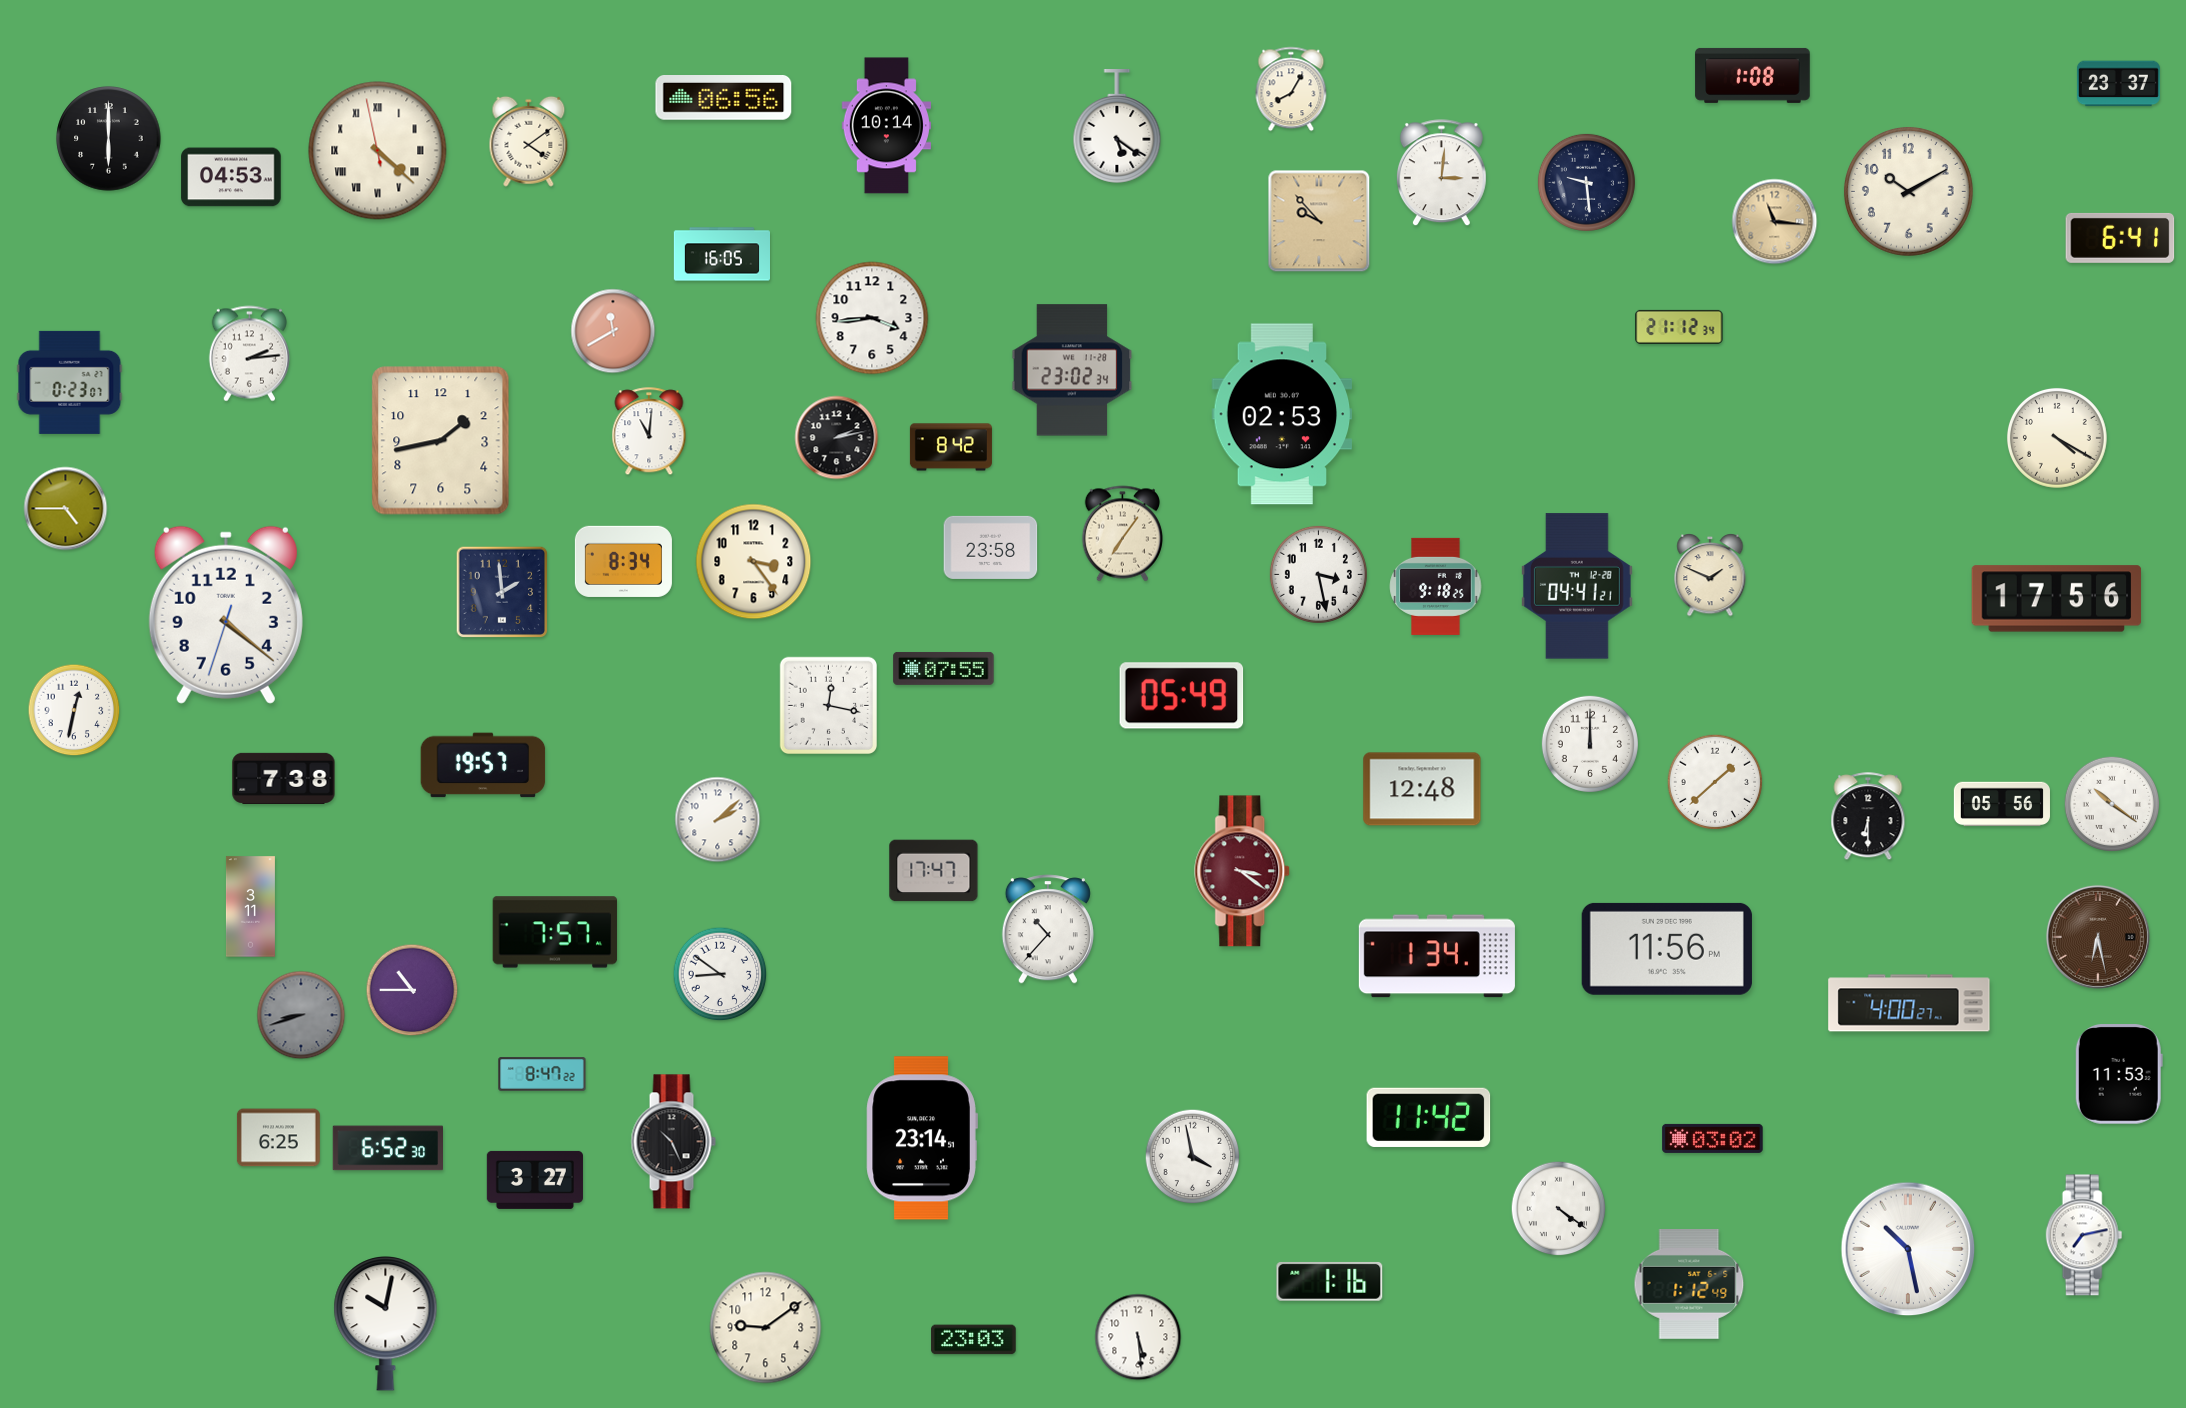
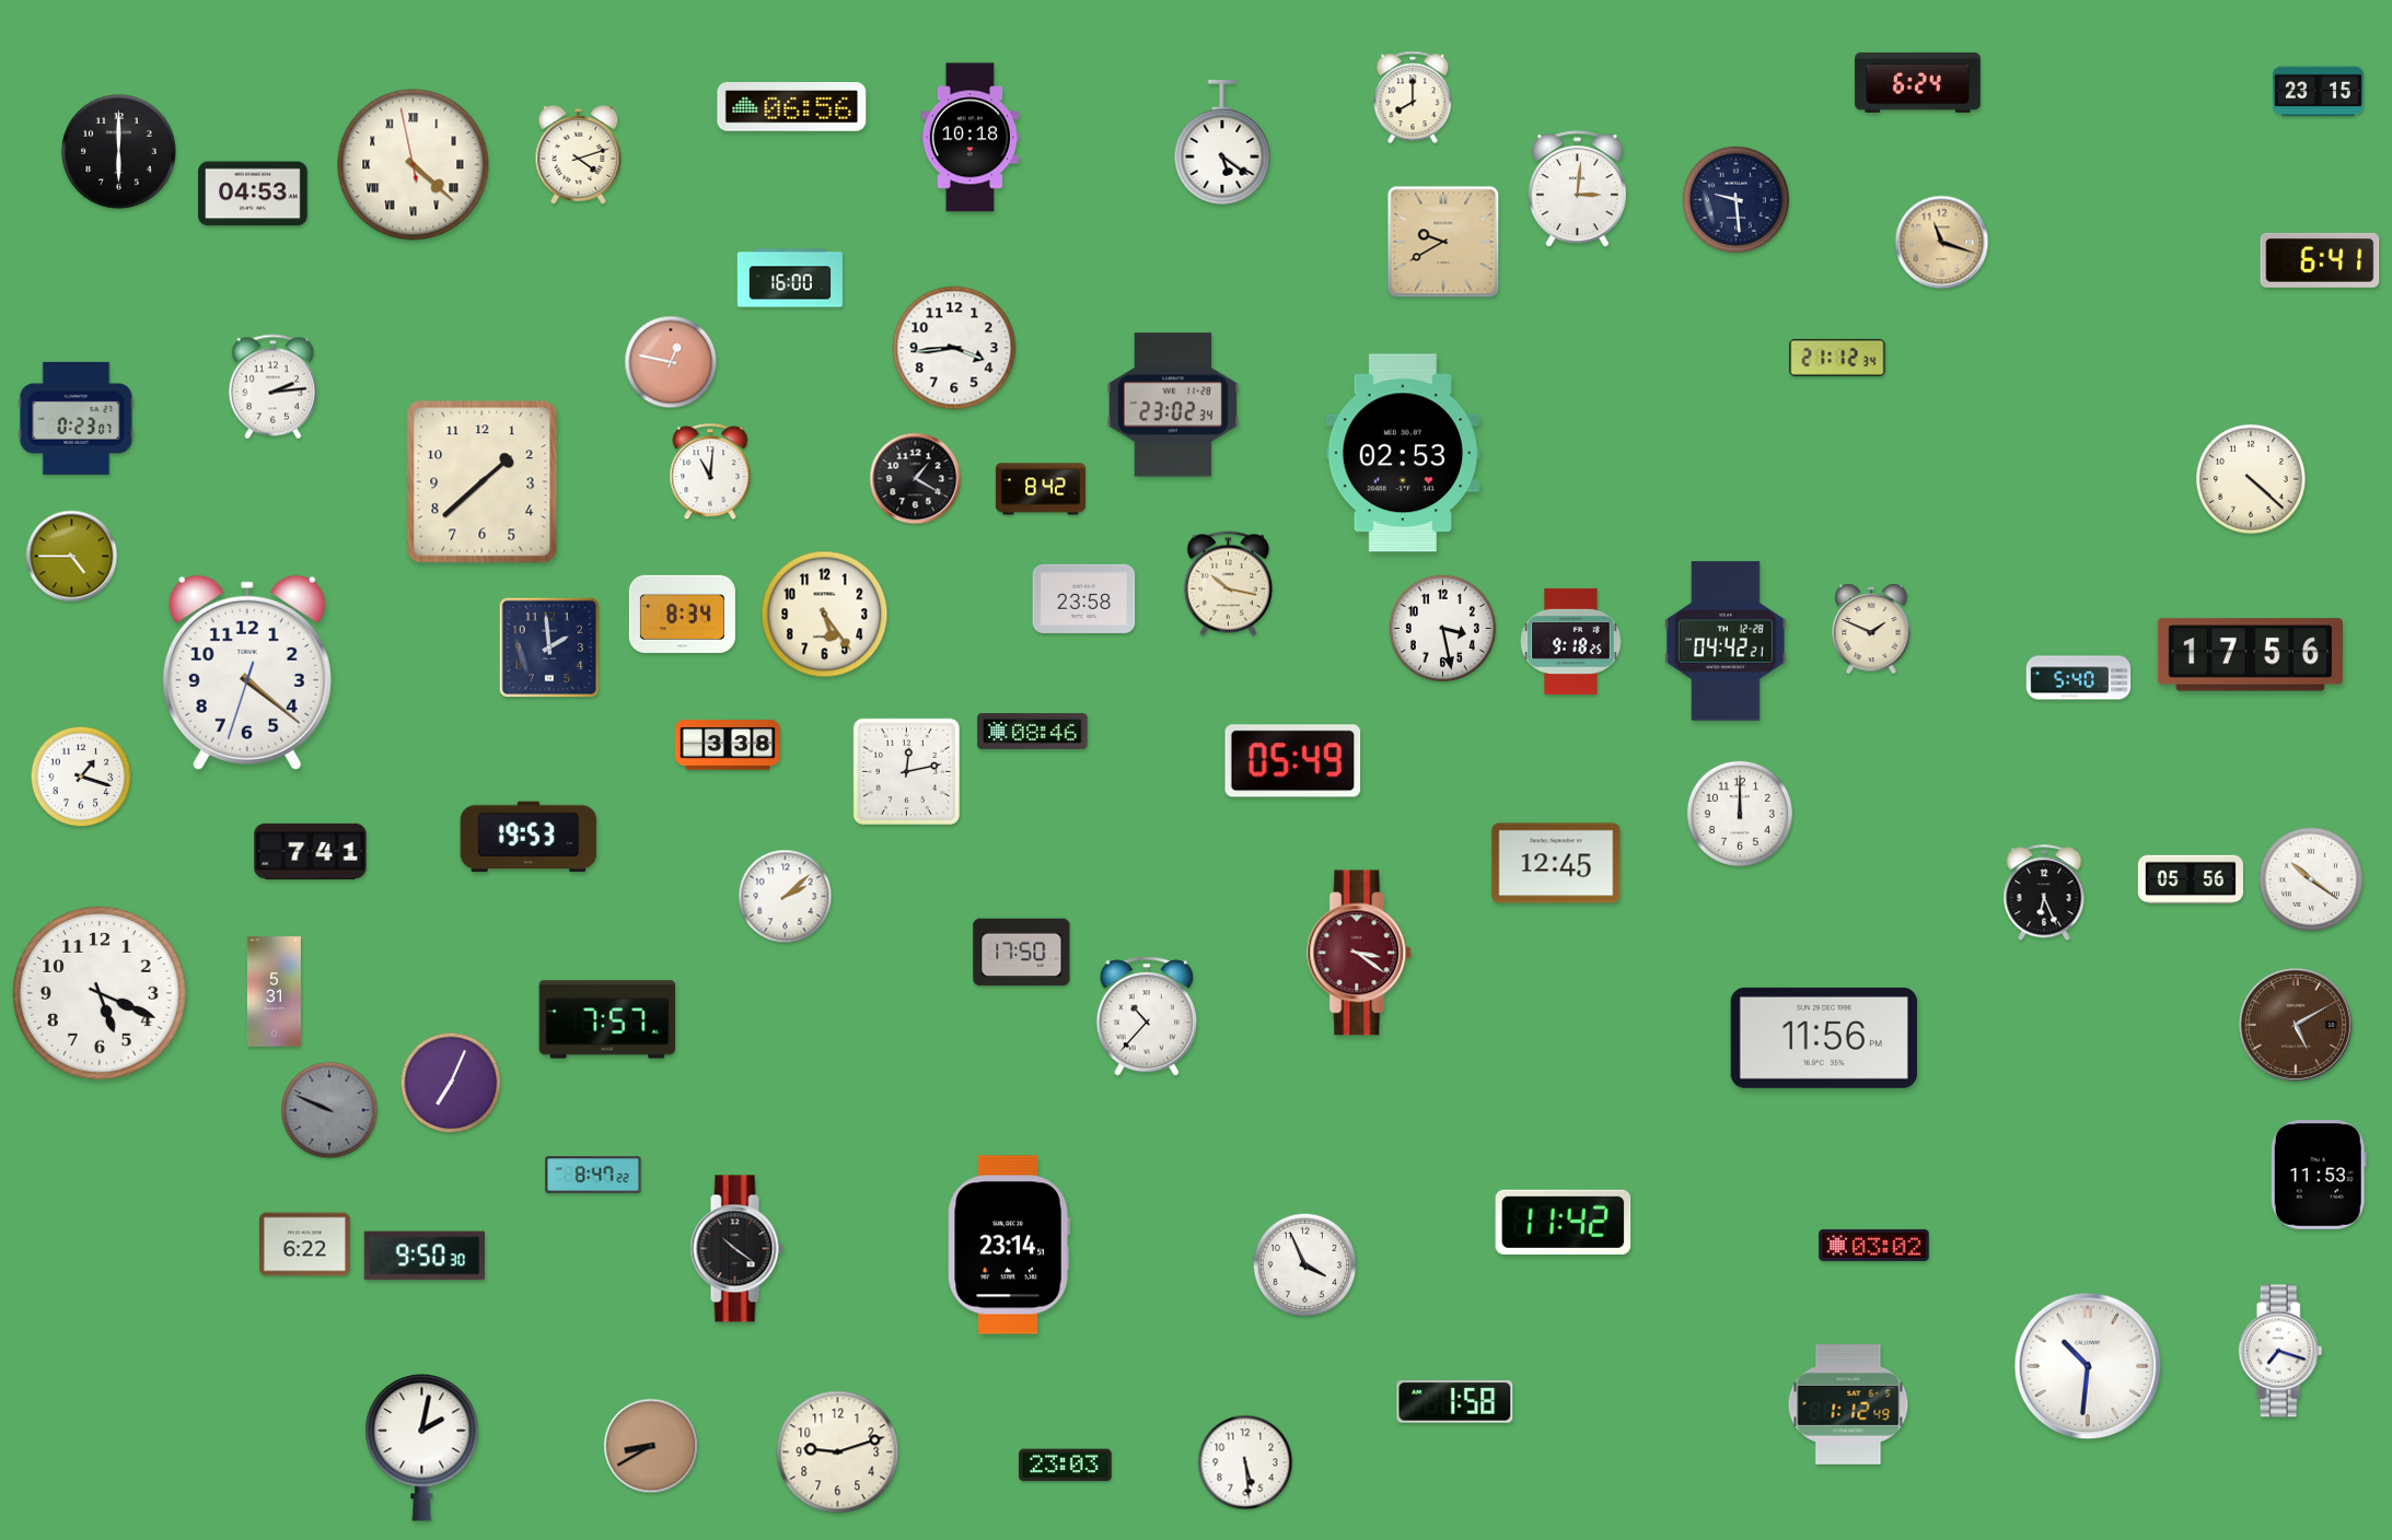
clock at (1753, 75): 1:08 -> 6:24
clock at (2118, 84): 23:37 -> 23:15
clock at (1291, 89): 8:05 -> 8:00
clock at (886, 126): 10:14 -> 10:18
clock at (1117, 127) position: (1117, 127) -> (1222, 143)
clock at (529, 141): 4:09 -> 4:12
clock at (1908, 191): 10:10 -> none
clock at (1319, 221): 9:53 -> 9:40
clock at (1775, 222): 11:16 -> 11:18
clock at (721, 254): 16:05 -> 16:00
clock at (613, 331): 11:40 -> 12:47
clock at (837, 438): 2:13 -> 1:20
clock at (2057, 438): 4:20 -> 4:22
clock at (441, 441): 1:43 -> 1:38
clock at (1122, 534): 7:06 -> 10:17
clock at (754, 562): 3:24 -> 5:24
clock at (1577, 586): 04:41 -> 04:42
clock at (2079, 678): none -> 5:40
clock at (944, 668): 07:55 -> 08:46
clock at (728, 745): none -> 3:38
clock at (828, 705): 12:17 -> 12:13
clock at (74, 710): 12:32 -> 1:18
clock at (483, 765): 19:57 -> 19:53
clock at (284, 778): 7:38 -> 7:41
clock at (1715, 782): 1:38 -> none
clock at (1422, 789): 12:48 -> 12:45
clock at (1868, 817): 6:30 -> 6:26
clock at (934, 871): 17:47 -> 17:50
clock at (250, 907): 3:11 -> 5:31
clock at (100, 993): none -> 5:19
clock at (2098, 937): 6:28 -> 5:10
clock at (1437, 956): 1:34 -> none
clock at (720, 974): 8:51 -> none
clock at (412, 990): 10:45 -> 7:04
clock at (1909, 1003): 4:00 -> none
clock at (301, 1015): 8:42 -> 9:49
clock at (278, 1138): 6:25 -> 6:22
clock at (673, 1142): 10:26 -> 10:21
clock at (387, 1148): 6:52 -> 9:50
clock at (1193, 1157): 3:58 -> 3:56
clock at (535, 1180): 3:27 -> none
clock at (1559, 1209): 4:21 -> none
clock at (2084, 1235): 7:13 -> 7:18
clock at (1908, 1249): 10:28 -> 10:31
clock at (1330, 1281): 1:16 -> 1:58
clock at (651, 1446): none -> 8:40
clock at (386, 1324): 10:02 -> 2:02
clock at (766, 1328): 9:09 -> 9:12
